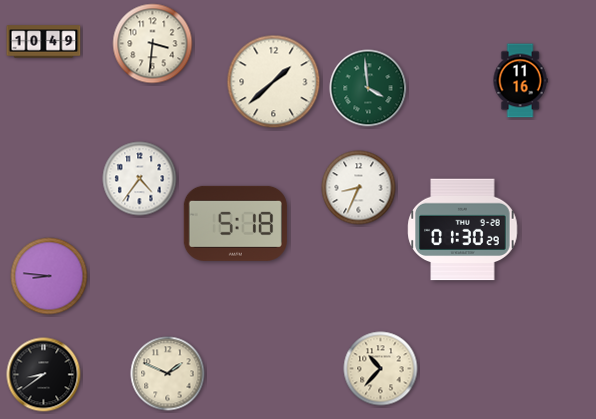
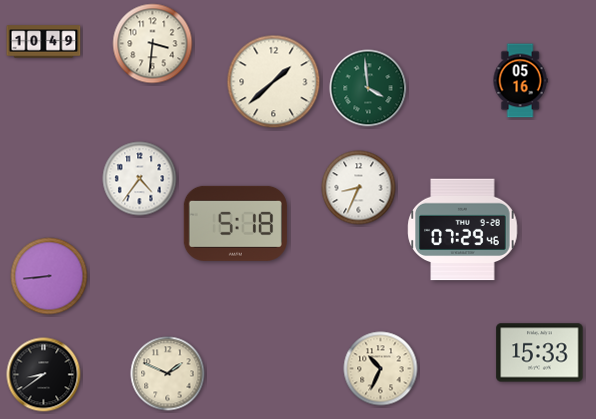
clock at (520, 81): 11:16 -> 05:16
clock at (463, 230): 01:30 -> 07:29
clock at (49, 276): 8:46 -> 8:44
clock at (540, 353): none -> 15:33
clock at (381, 369): 10:37 -> 10:34
